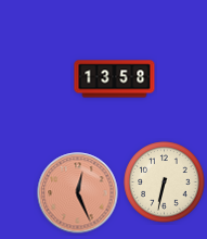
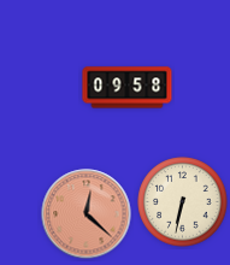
clock at (115, 79): 13:58 -> 09:58
clock at (78, 193): 12:26 -> 12:22
